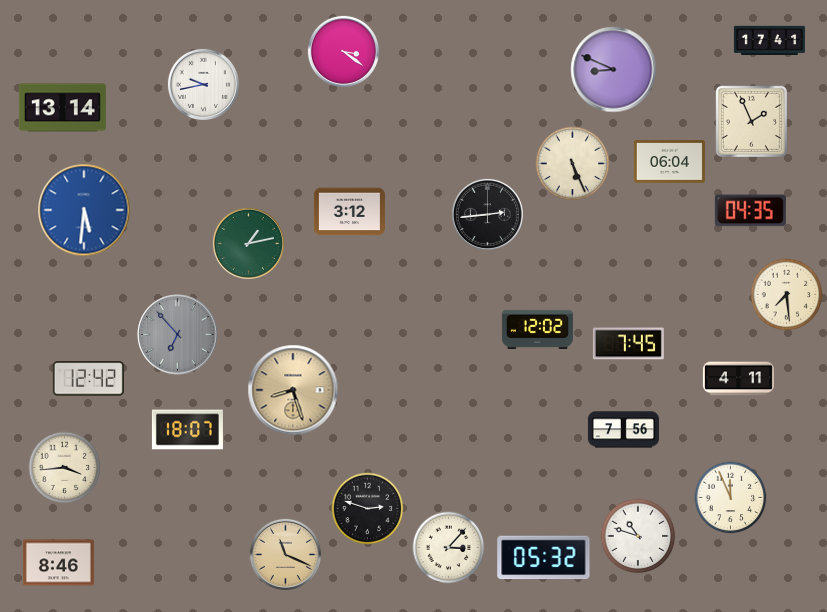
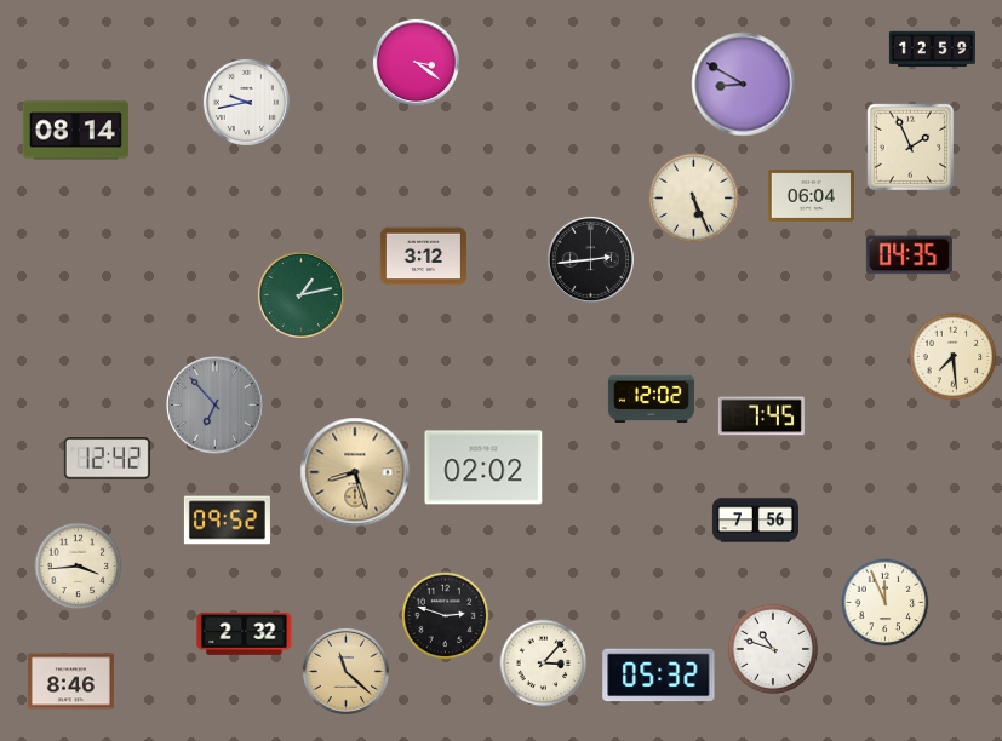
clock at (769, 41): 17:41 -> 12:59
clock at (614, 70): 8:49 -> 8:50
clock at (62, 108): 13:14 -> 08:14
clock at (84, 210): 5:31 -> none
clock at (738, 379): 4:11 -> none
clock at (483, 467): none -> 02:02
clock at (187, 430): 18:07 -> 09:52
clock at (245, 633): none -> 2:32
clock at (285, 554): 11:19 -> 11:22
